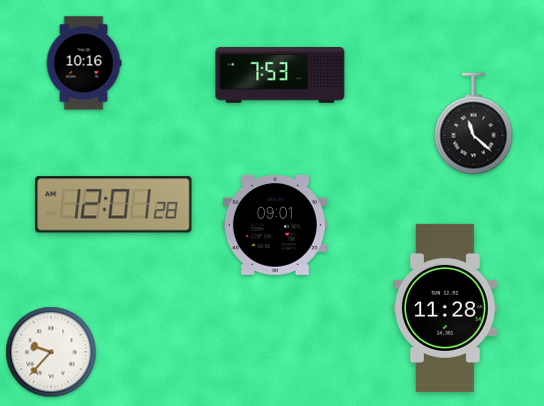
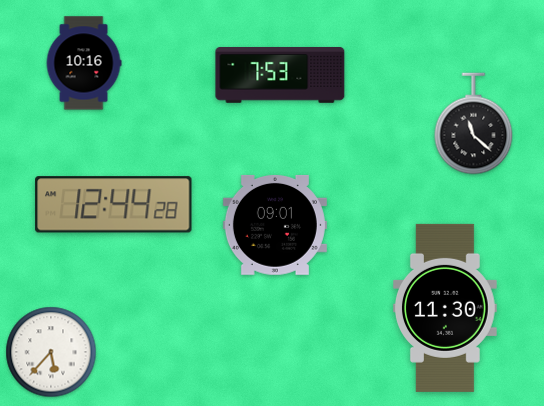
clock at (114, 205): 12:01 -> 12:44
clock at (446, 308): 11:28 -> 11:30
clock at (51, 352): 9:37 -> 5:37
